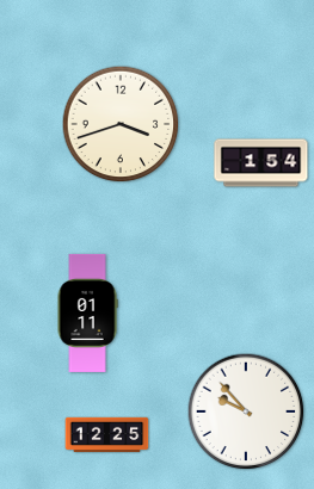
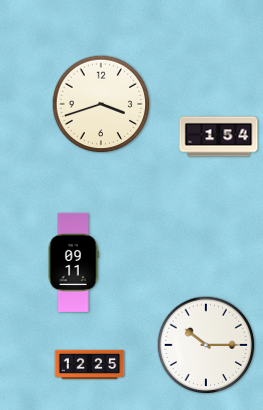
clock at (87, 312): 01:11 -> 09:11
clock at (246, 411): 9:53 -> 10:15
